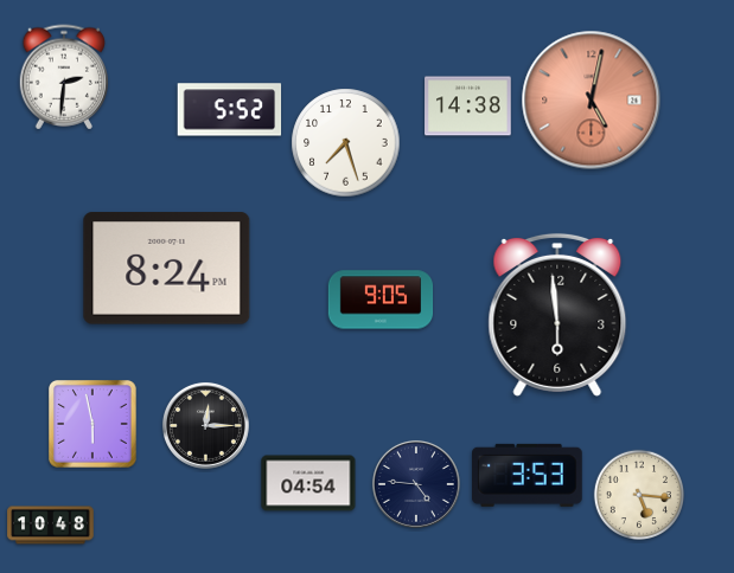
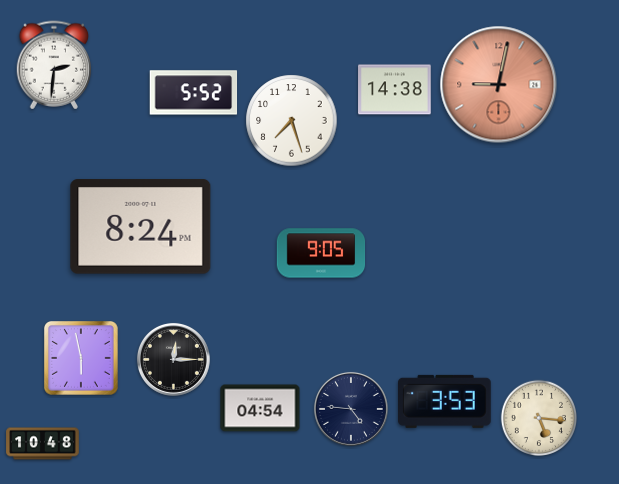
clock at (592, 101): 5:02 -> 9:02
clock at (557, 315): 5:59 -> none
clock at (94, 425) position: (94, 425) -> (82, 359)
